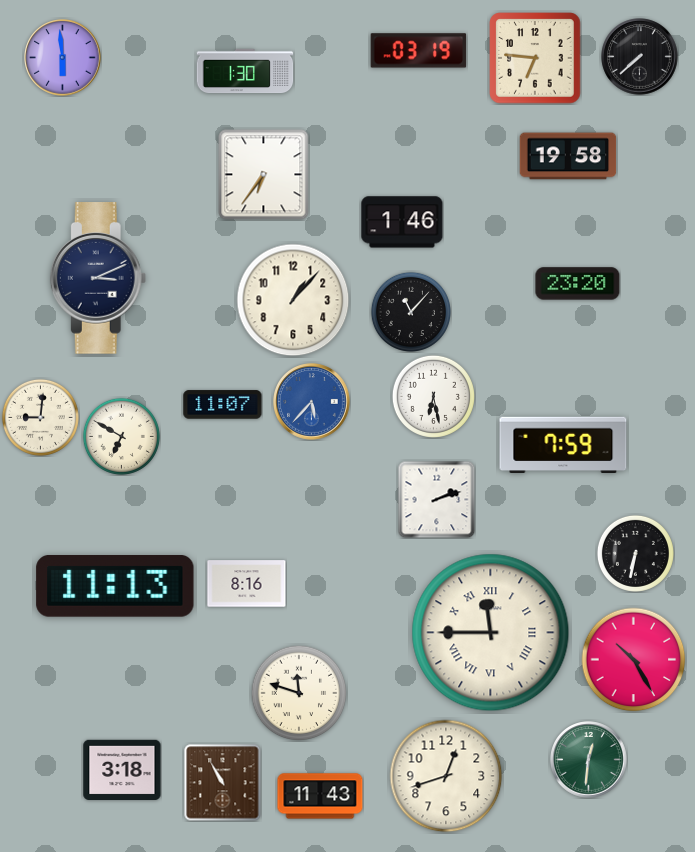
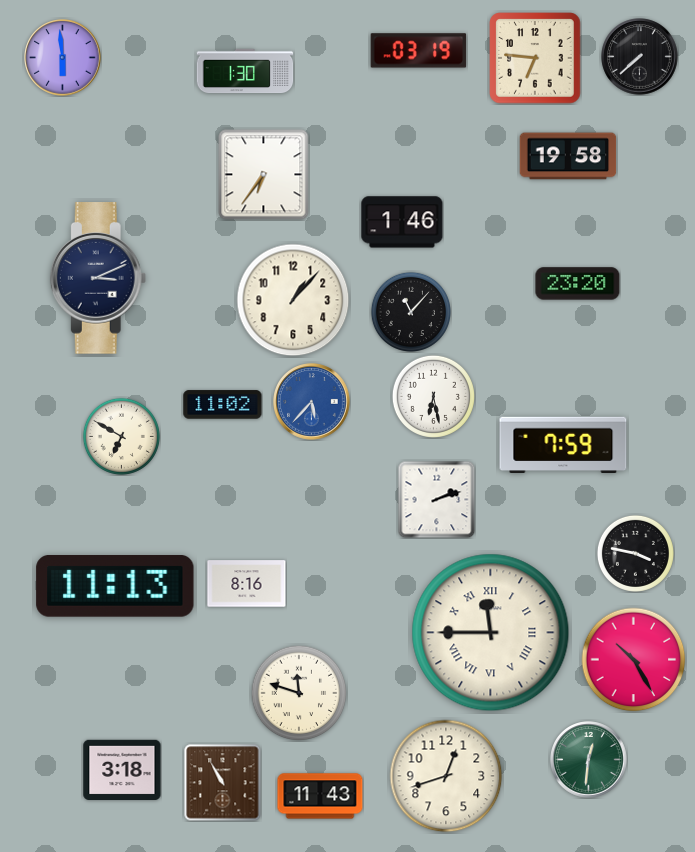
clock at (223, 405): 11:07 -> 11:02
clock at (40, 417): 9:01 -> none
clock at (635, 553): 6:32 -> 3:47
